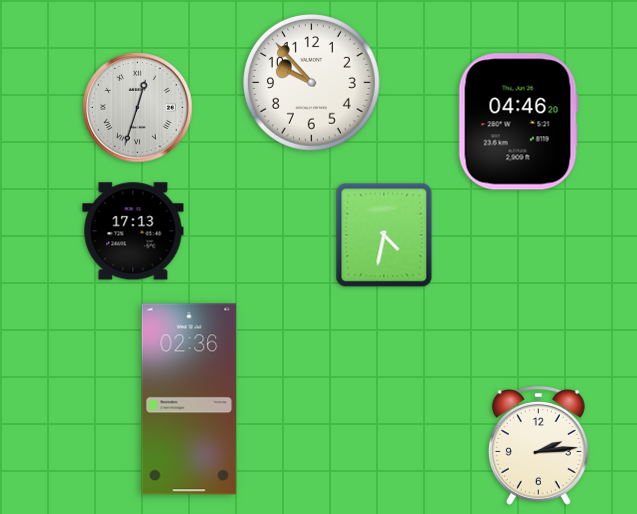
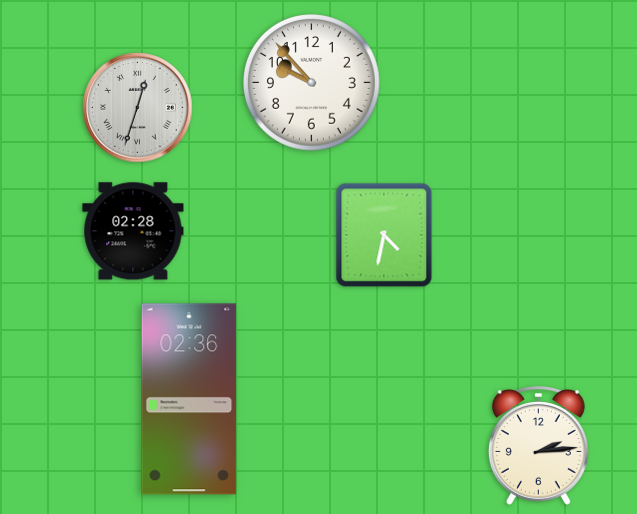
clock at (518, 122): 04:46 -> none
clock at (133, 231): 17:13 -> 02:28
